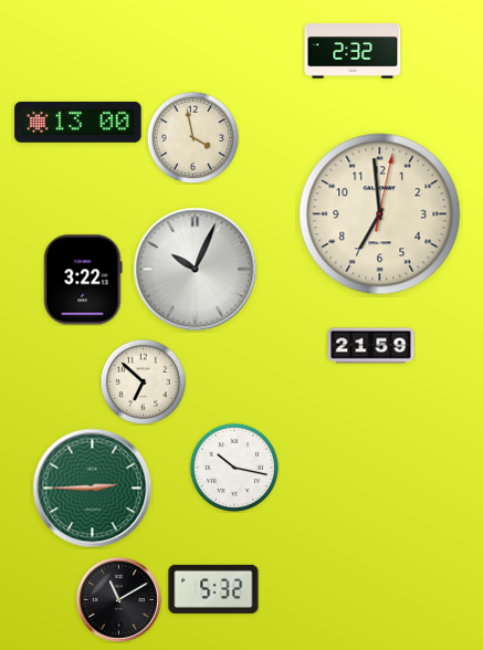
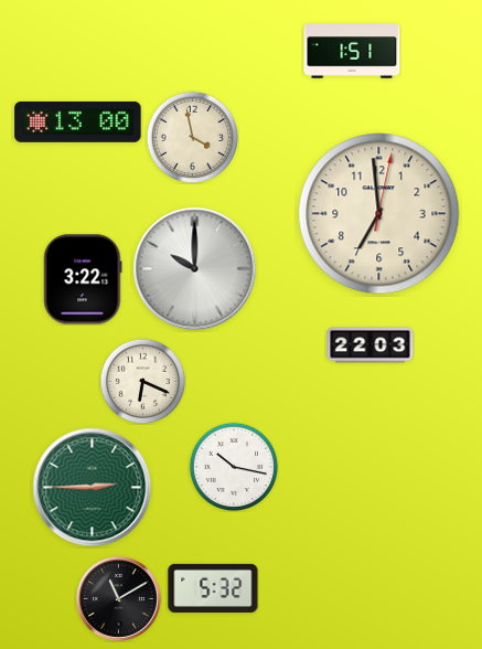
clock at (353, 51): 2:32 -> 1:51
clock at (196, 270): 10:04 -> 10:00
clock at (371, 346): 21:59 -> 22:03
clock at (143, 381): 6:52 -> 6:19
